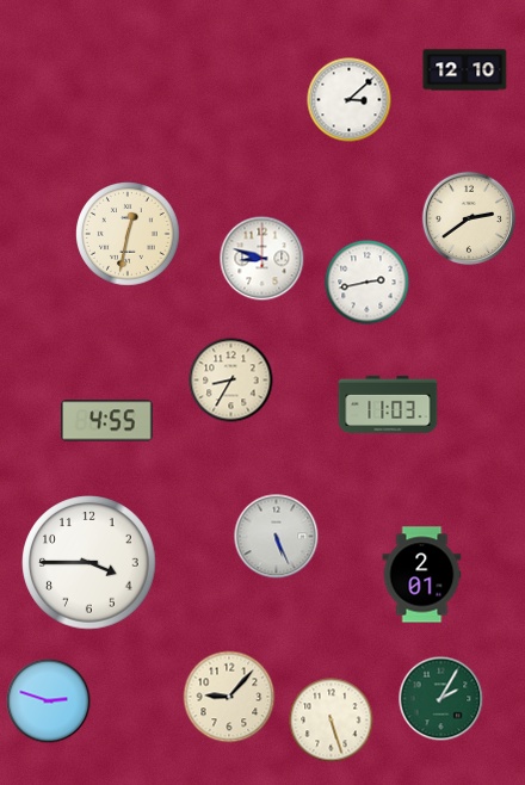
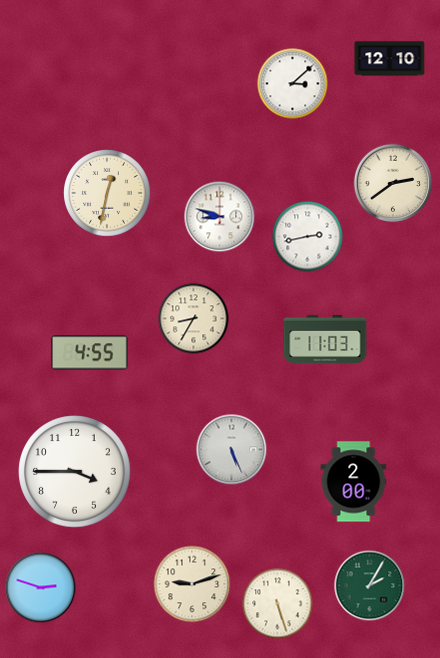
clock at (128, 234) position: (128, 234) -> (107, 193)
clock at (422, 575): 2:01 -> 2:00
clock at (229, 697): 9:07 -> 9:12
